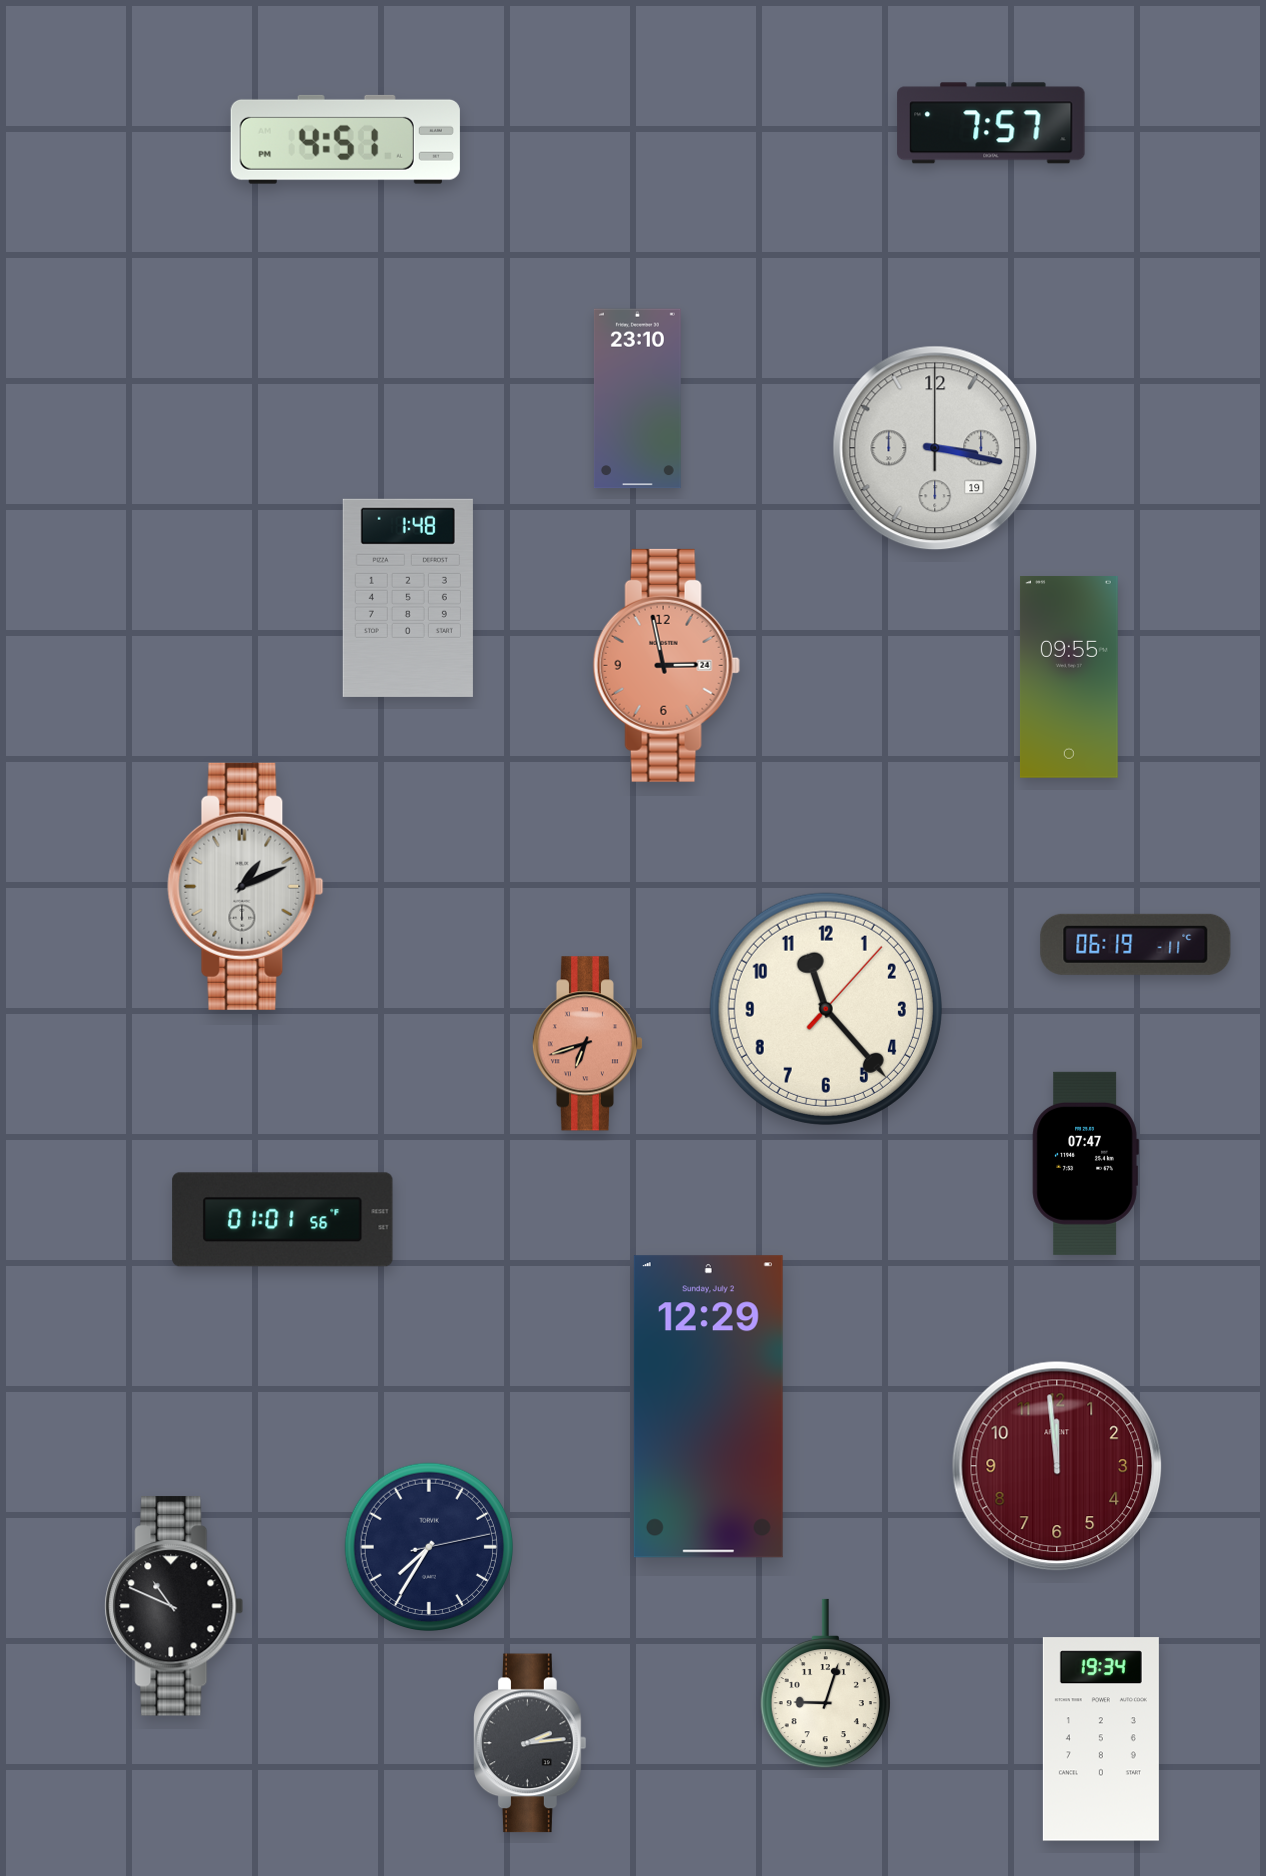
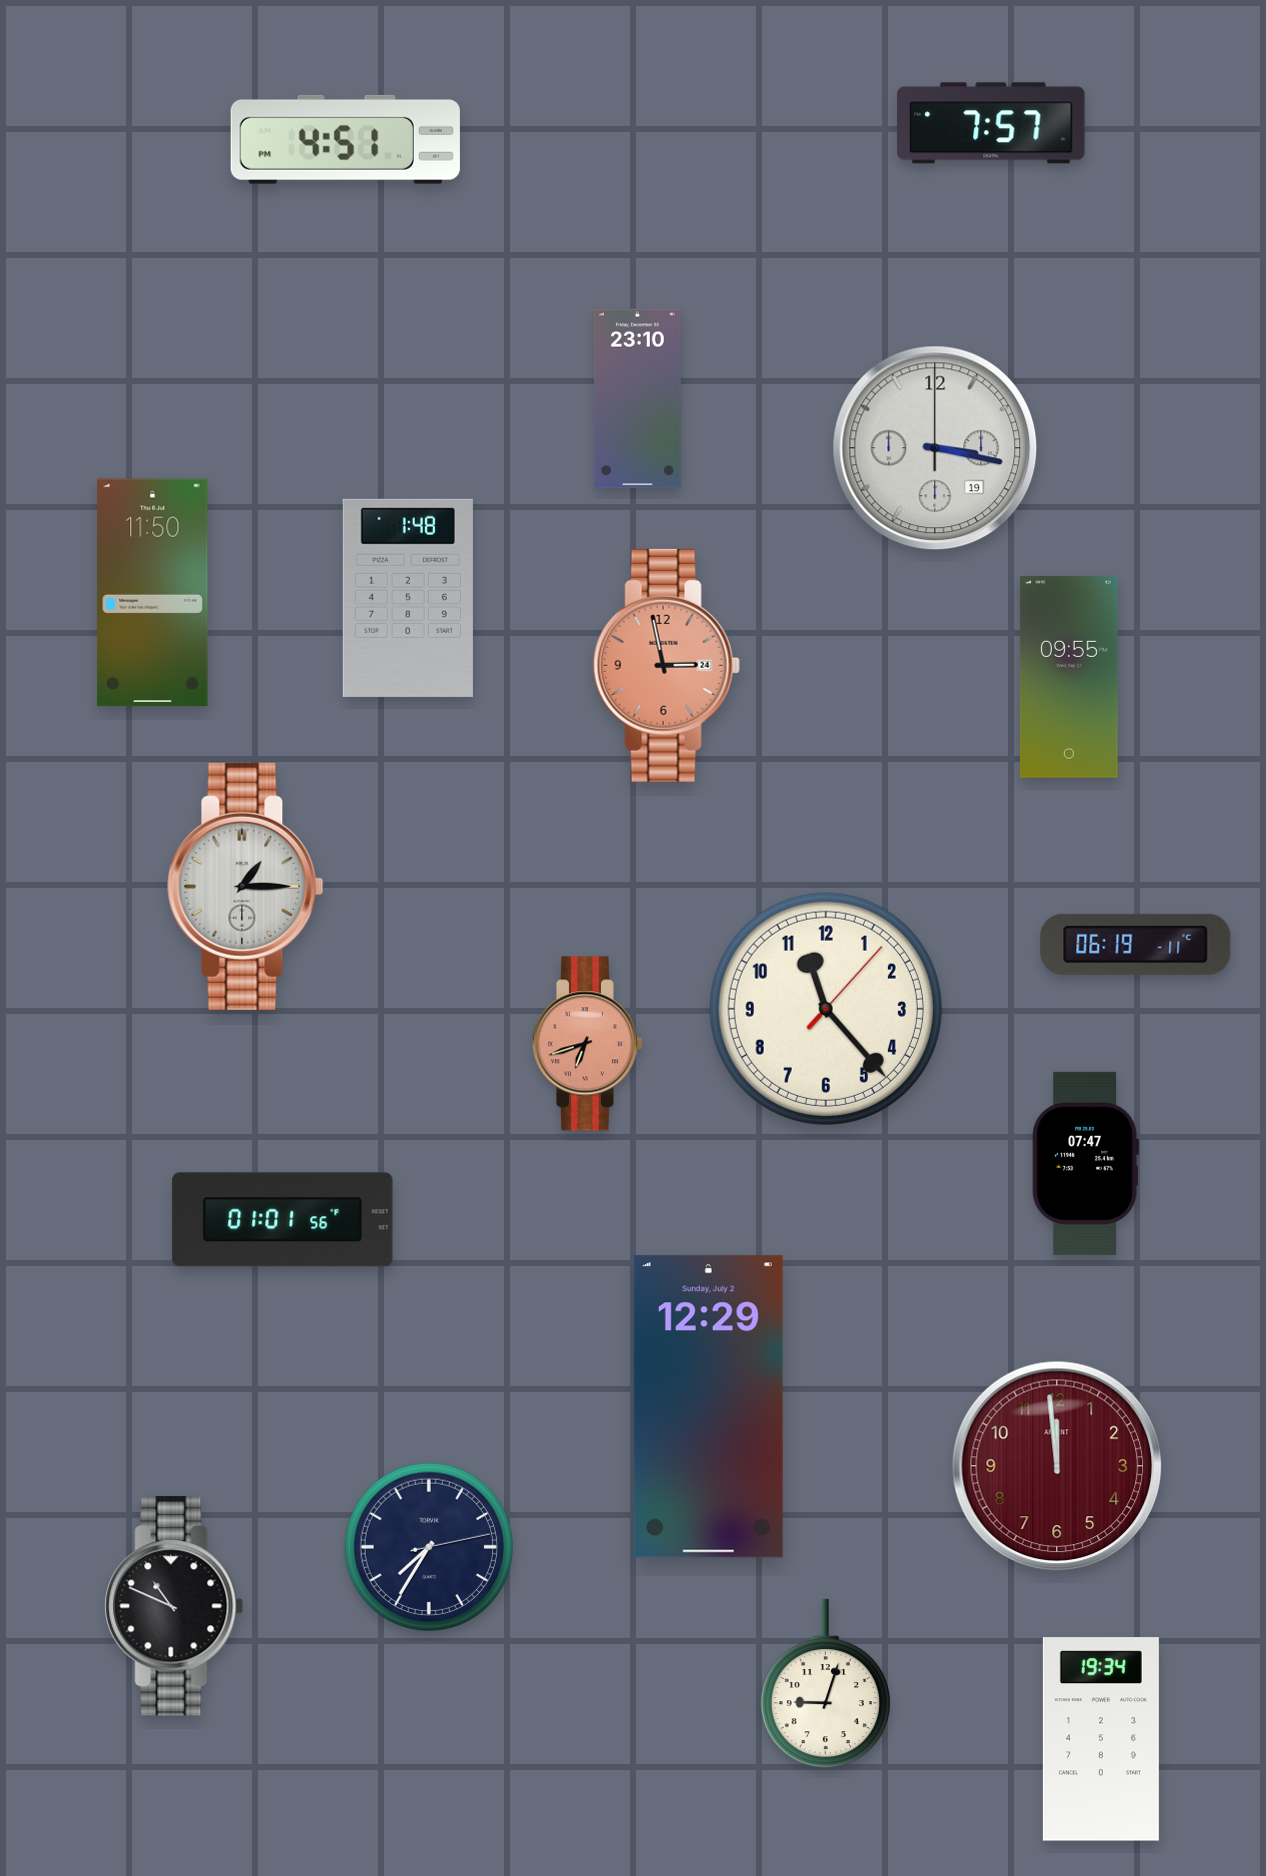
clock at (153, 593): none -> 11:50
clock at (246, 886): 1:11 -> 1:15
clock at (531, 1743): 2:14 -> none
